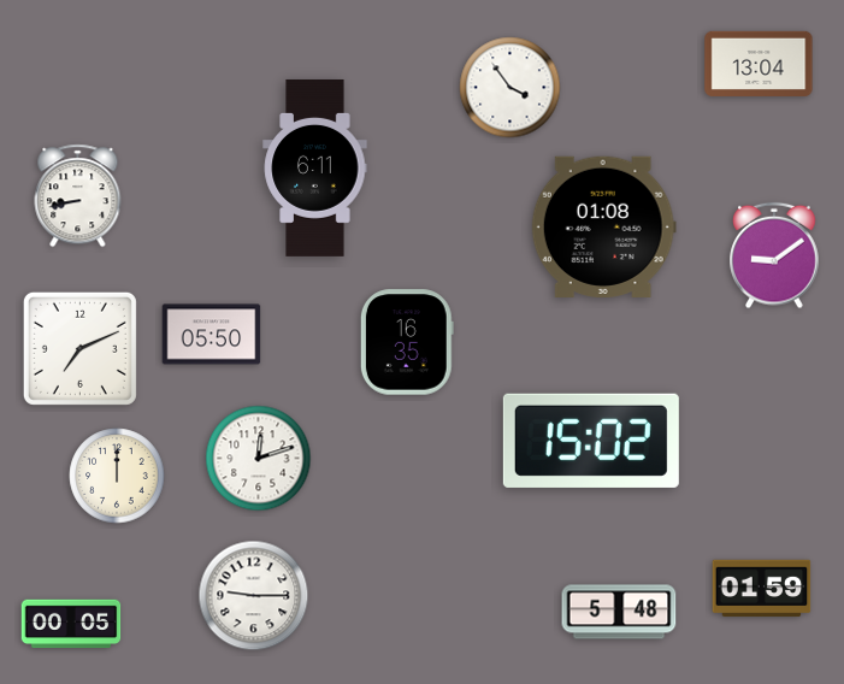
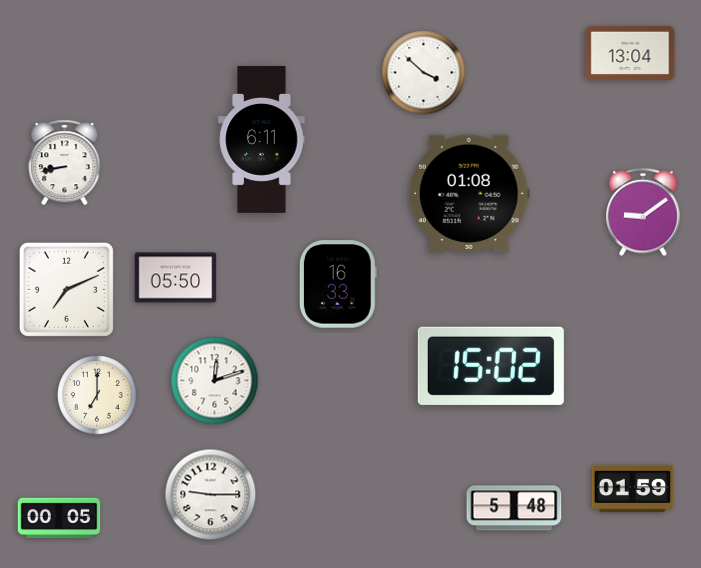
clock at (510, 88): 3:54 -> 3:52
clock at (603, 226) position: (603, 226) -> (469, 193)
clock at (407, 342): 16:35 -> 16:33
clock at (117, 476): 12:00 -> 7:00
